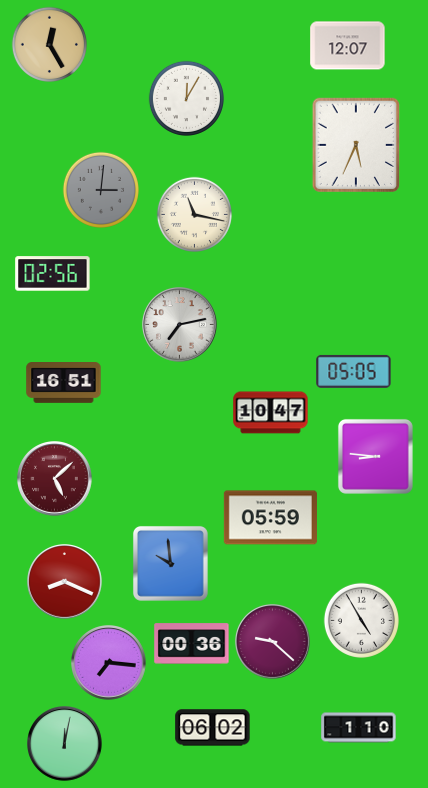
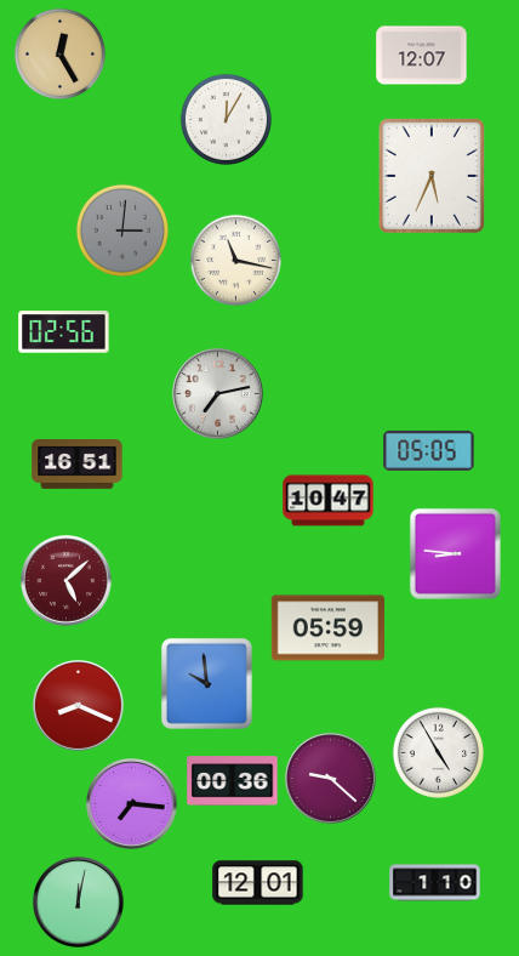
clock at (213, 728): 06:02 -> 12:01
